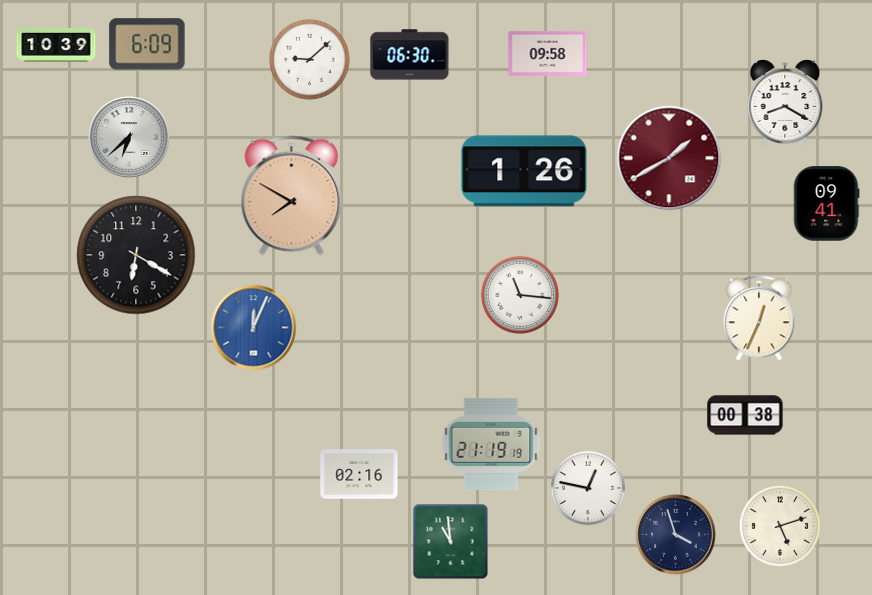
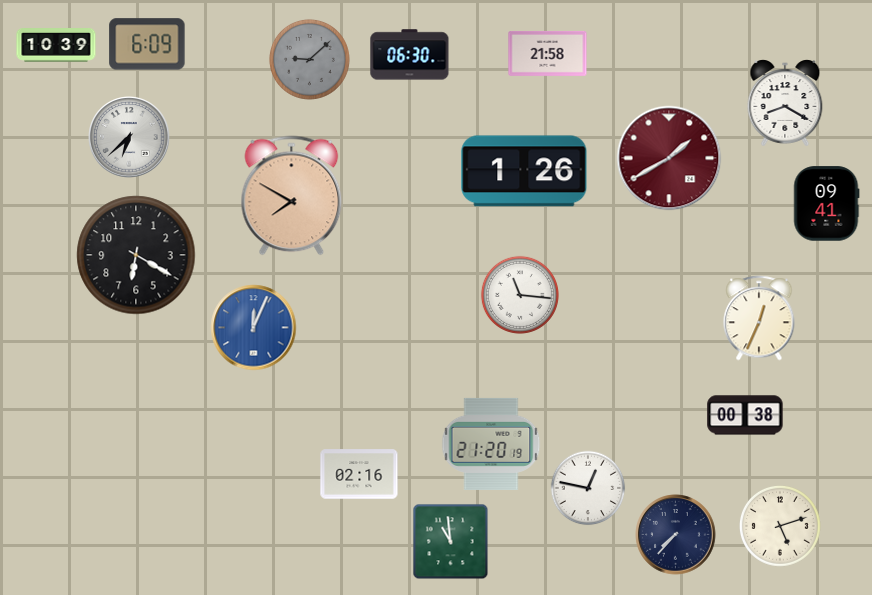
clock at (548, 53): 09:58 -> 21:58
clock at (309, 59) dial: white -> grey
clock at (491, 444): 21:19 -> 21:20
clock at (676, 535): 3:57 -> 7:37
